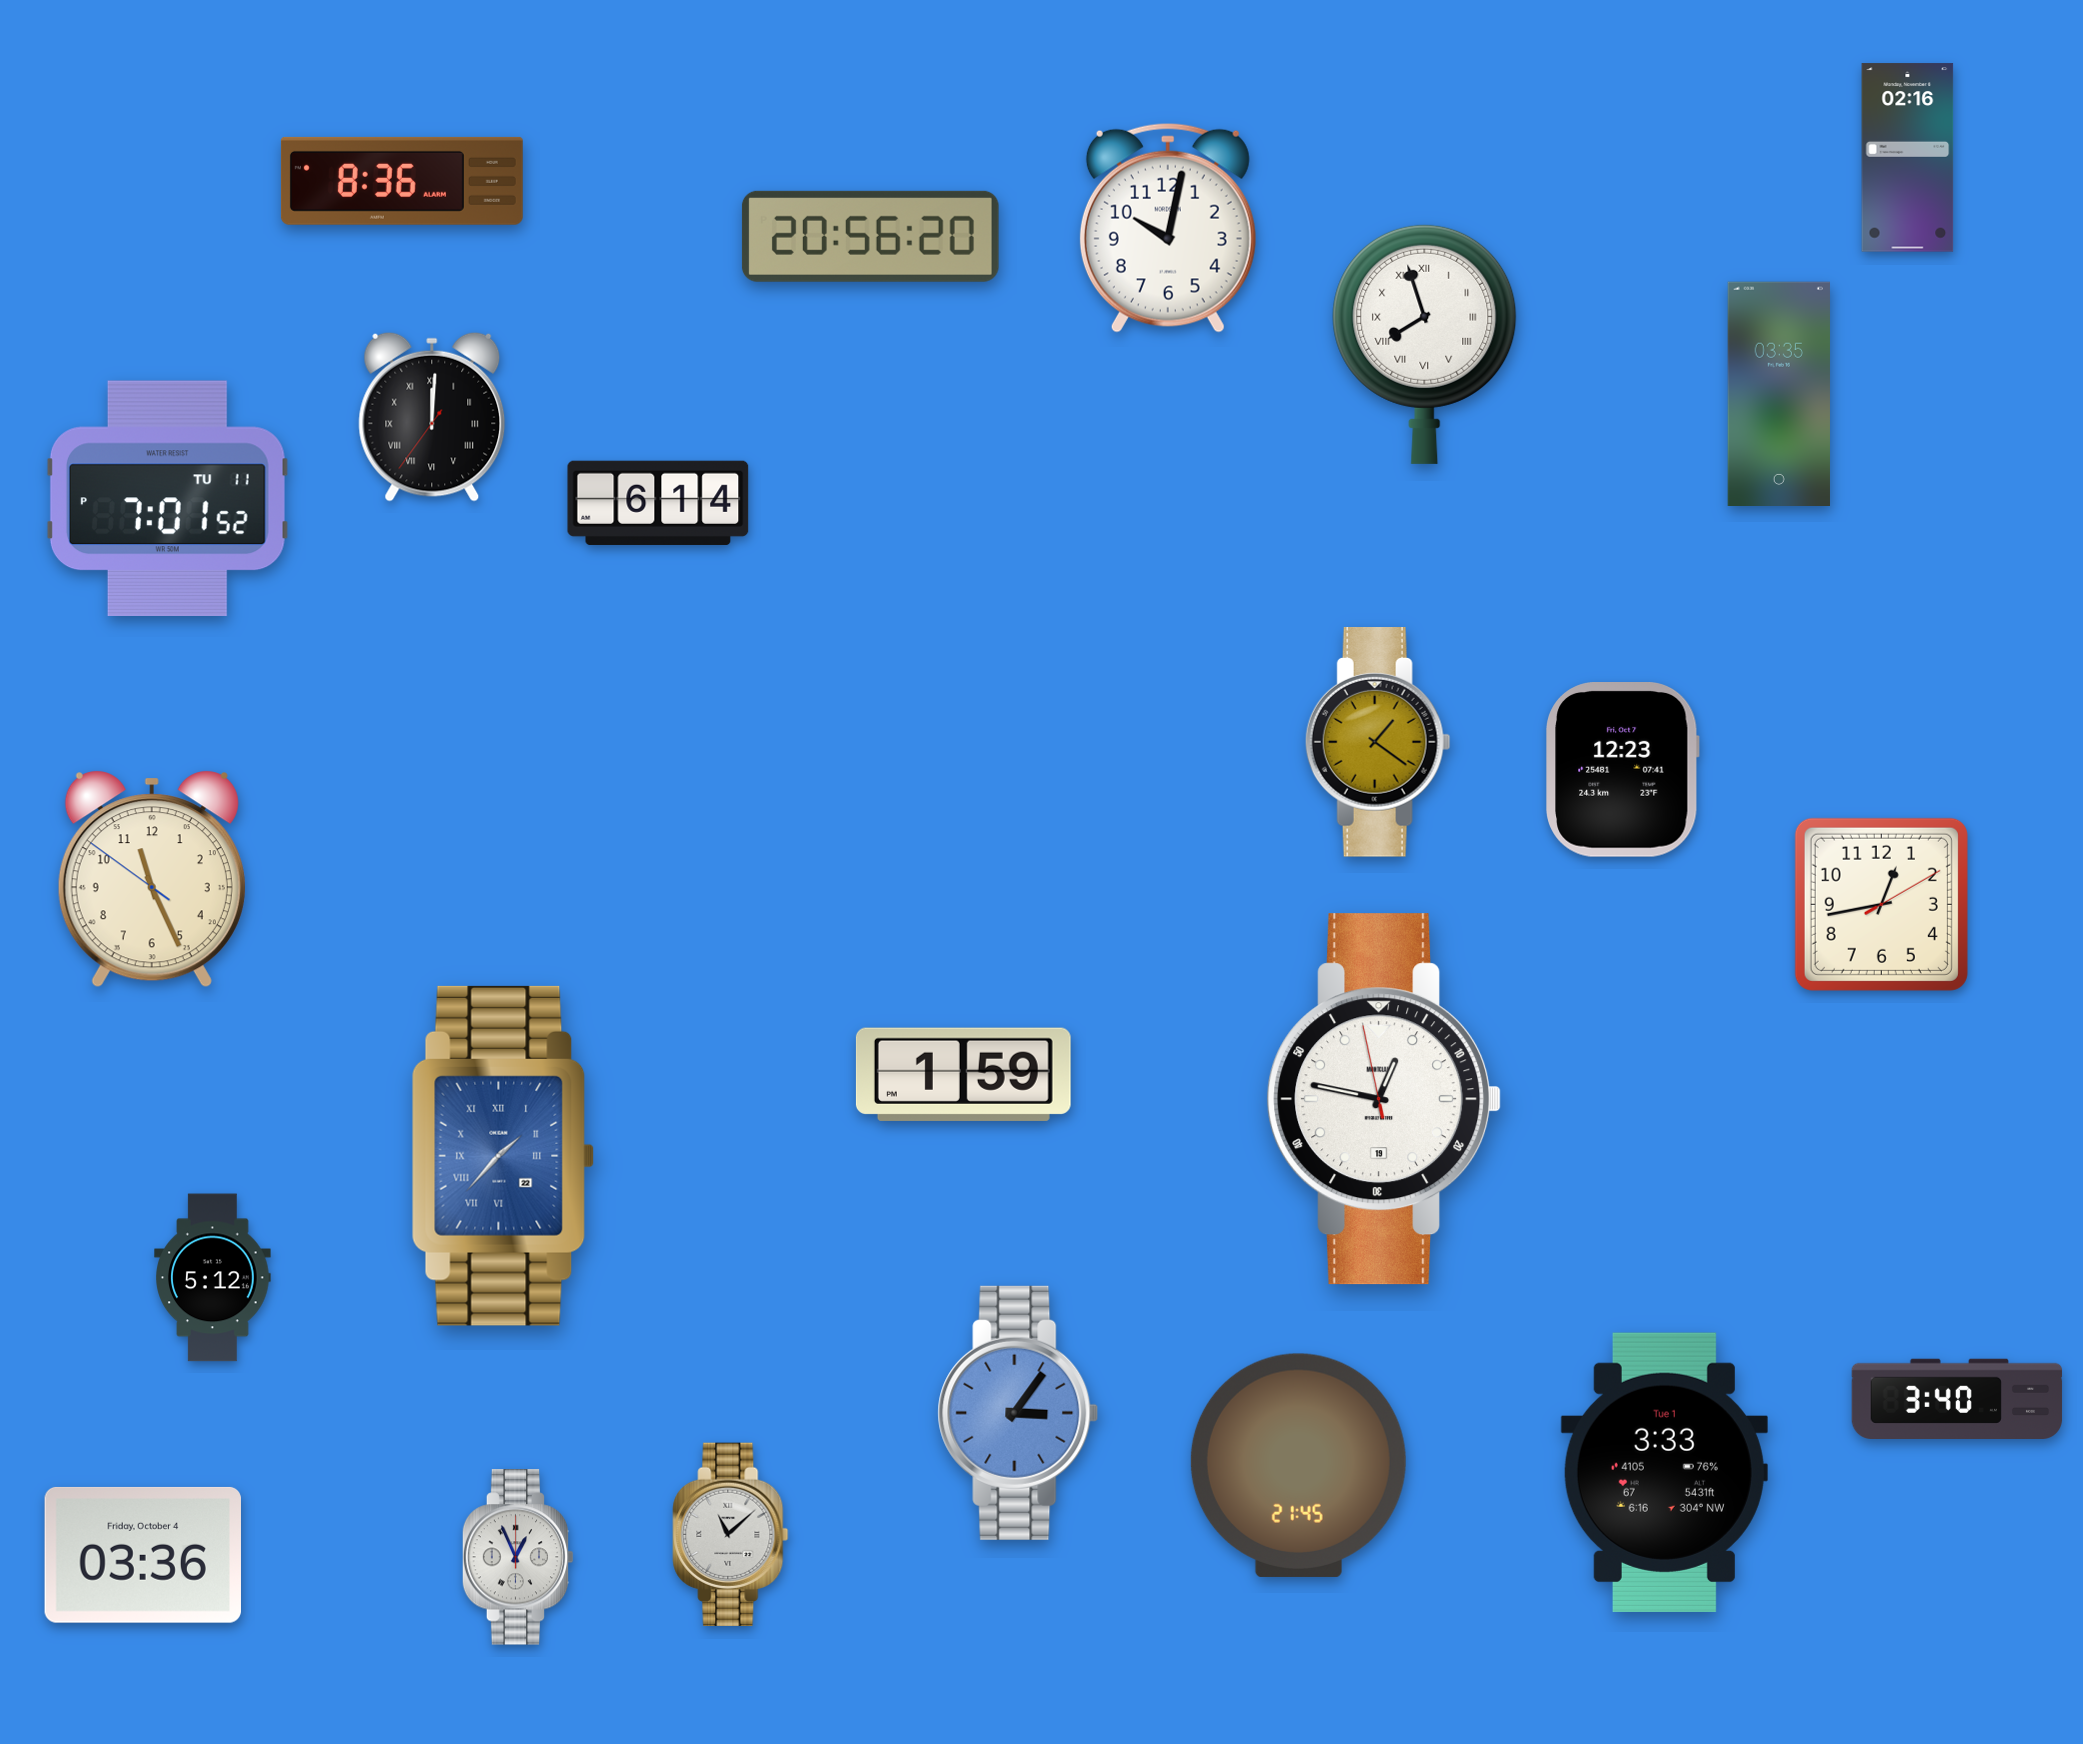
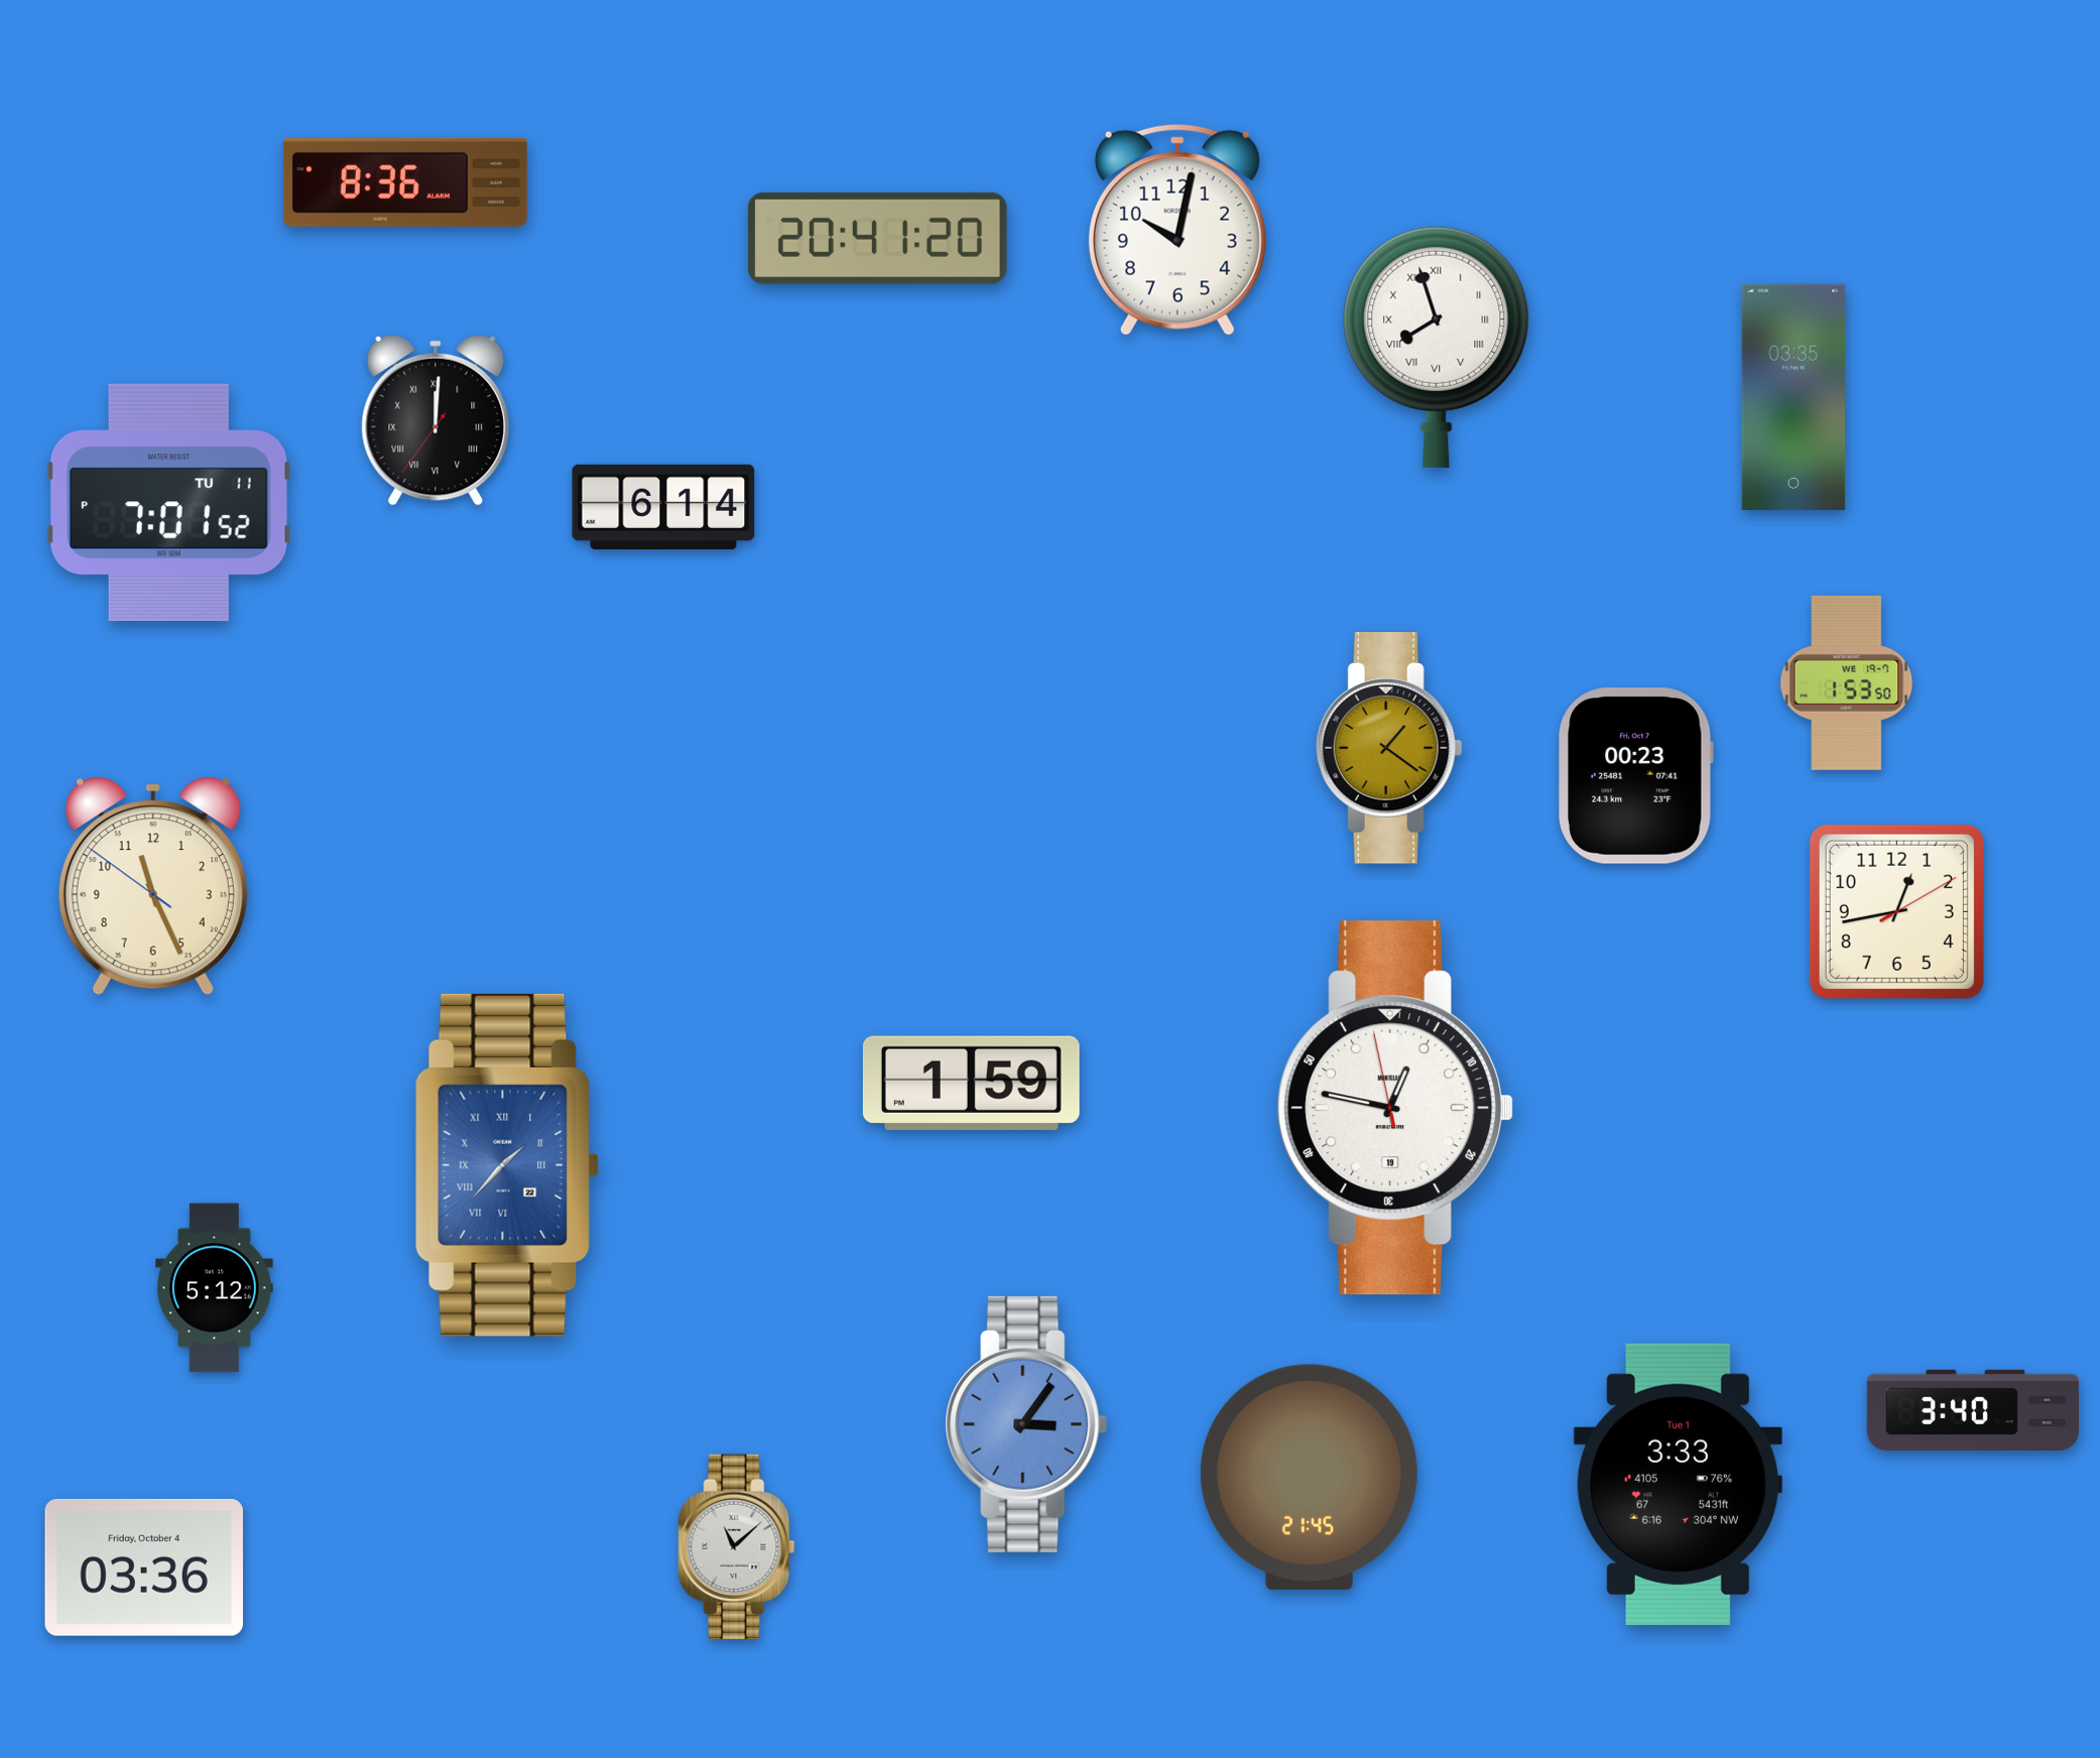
clock at (1908, 158): 02:16 -> none
clock at (870, 236): 20:56 -> 20:41
clock at (1847, 682): none -> 1:53
clock at (1623, 770): 12:23 -> 00:23
clock at (518, 1557): 12:56 -> none
